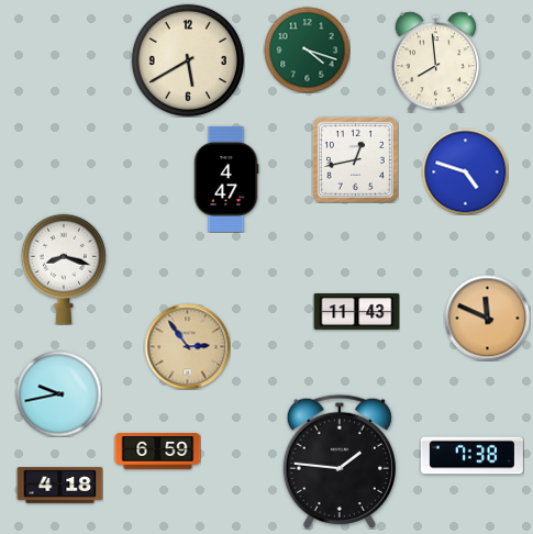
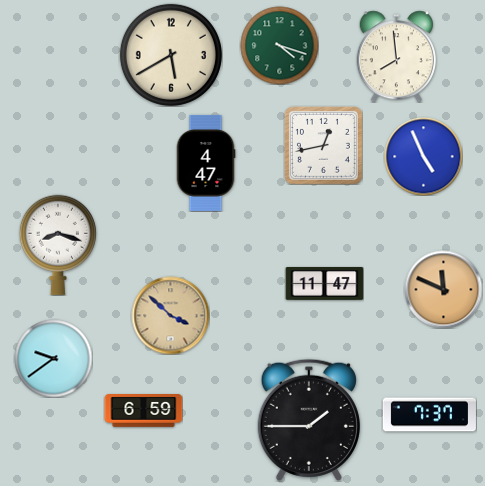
clock at (465, 171): 4:48 -> 4:56
clock at (356, 311): 11:43 -> 11:47
clock at (187, 346): 2:54 -> 3:52
clock at (58, 393): 9:43 -> 9:39
clock at (471, 456): 7:38 -> 7:37
clock at (340, 461): 1:46 -> 1:45
clock at (59, 486): 4:18 -> none
